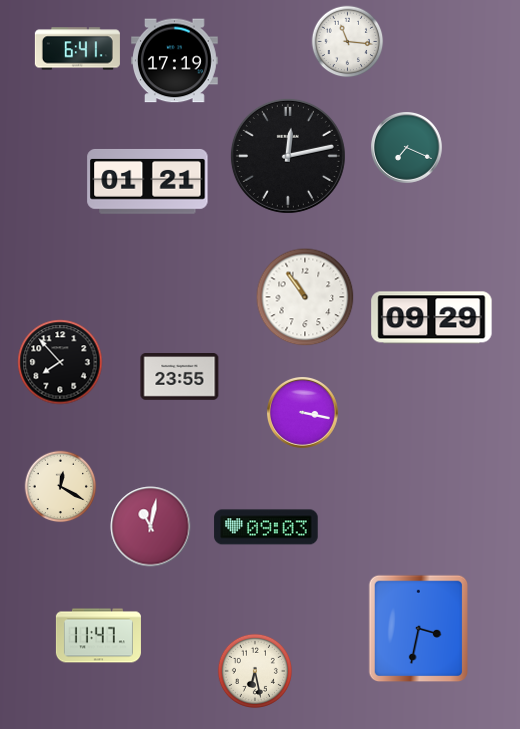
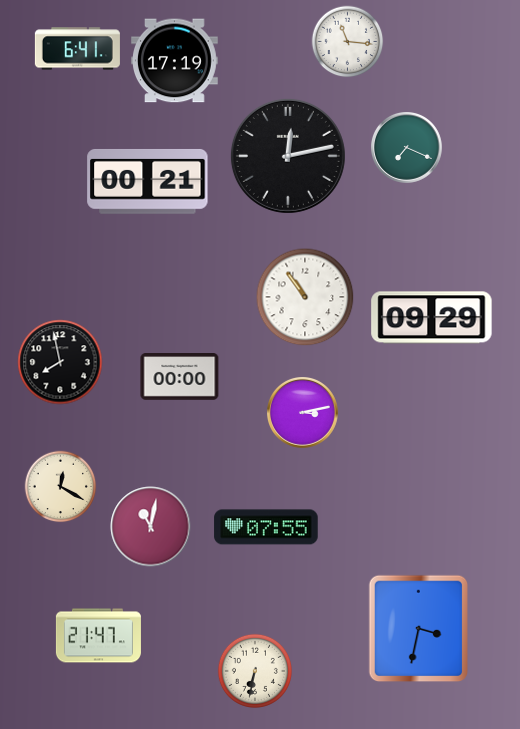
clock at (148, 181): 01:21 -> 00:21
clock at (60, 362): 7:53 -> 7:58
clock at (180, 377): 23:55 -> 00:00
clock at (303, 413): 3:17 -> 3:13
clock at (266, 527): 09:03 -> 07:55
clock at (98, 636): 11:47 -> 21:47
clock at (255, 671): 6:28 -> 6:32
